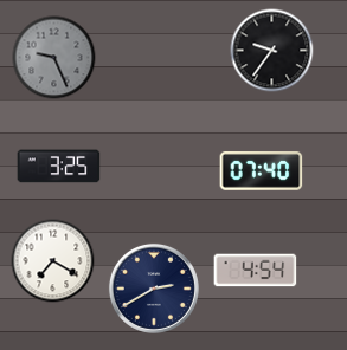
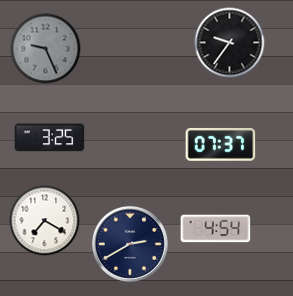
clock at (59, 167) position: (59, 167) -> (50, 138)
clock at (262, 170): 07:40 -> 07:37
